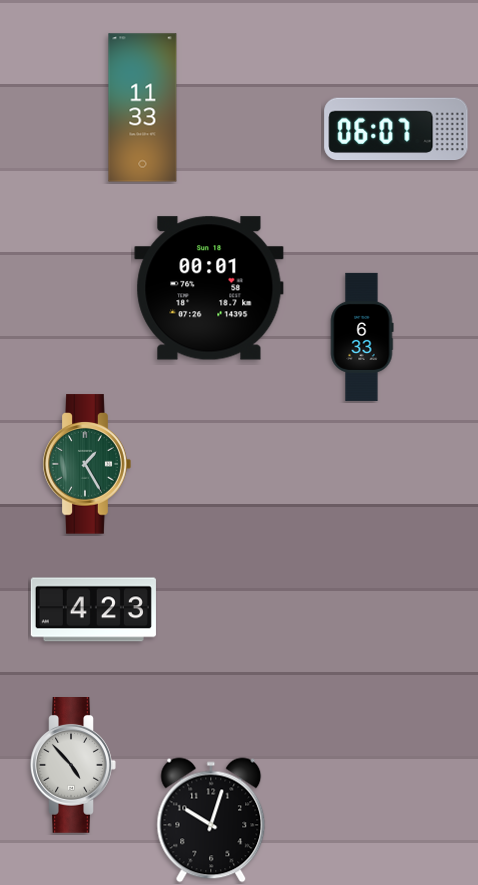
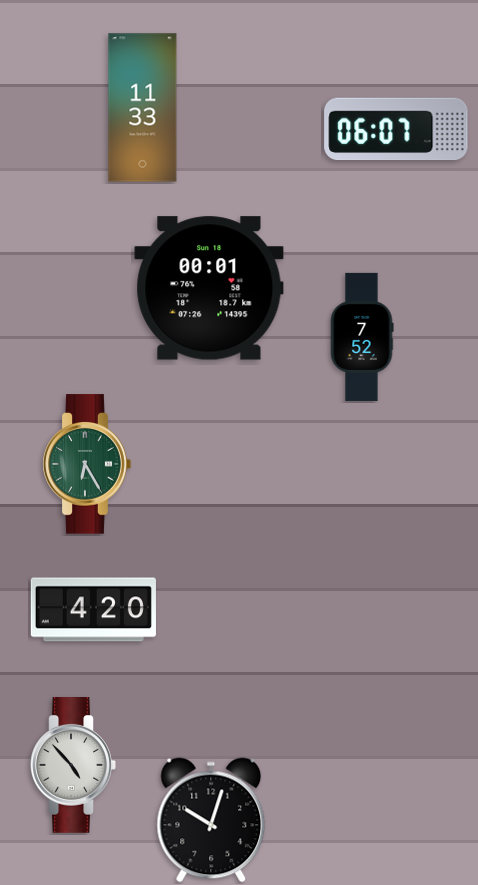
clock at (362, 337): 6:33 -> 7:52
clock at (87, 464): 1:25 -> 6:25
clock at (93, 610): 4:23 -> 4:20
